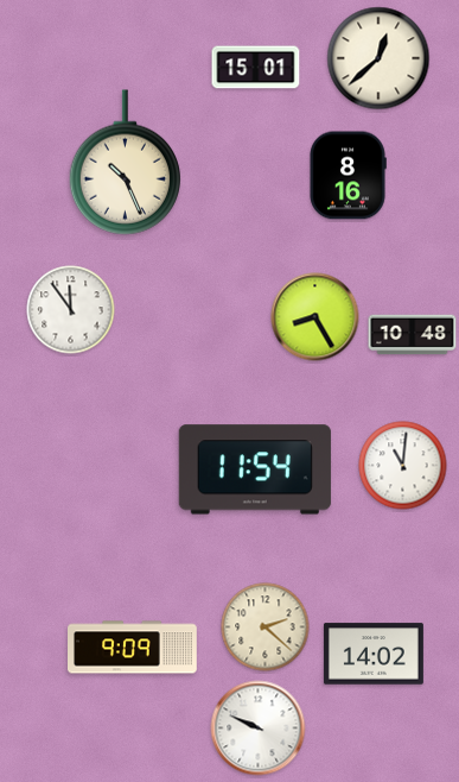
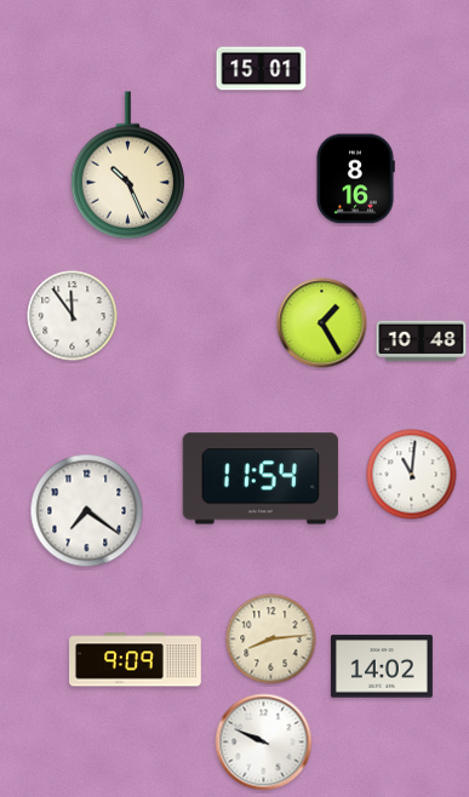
clock at (378, 58): 12:38 -> none
clock at (315, 317): 8:25 -> 1:25
clock at (87, 511): none -> 7:21
clock at (266, 628): 2:22 -> 8:14
